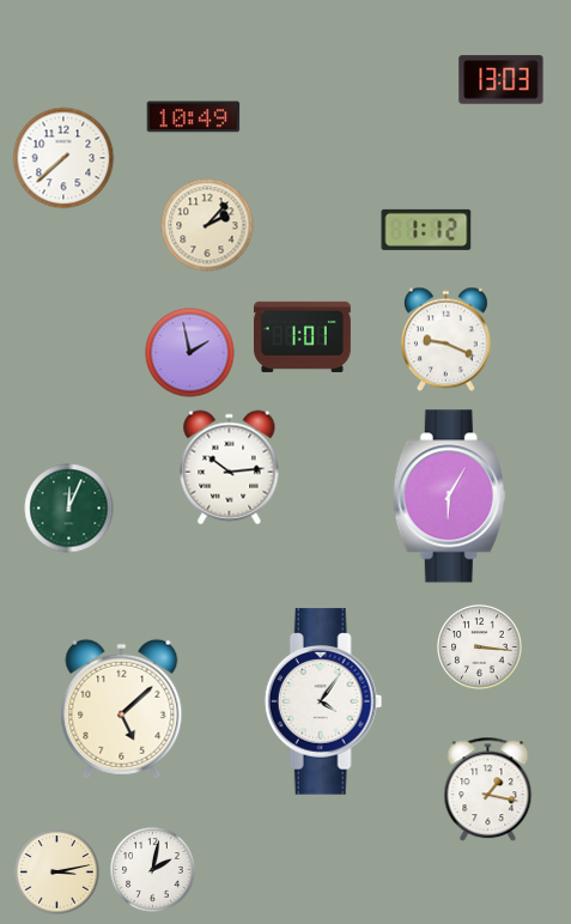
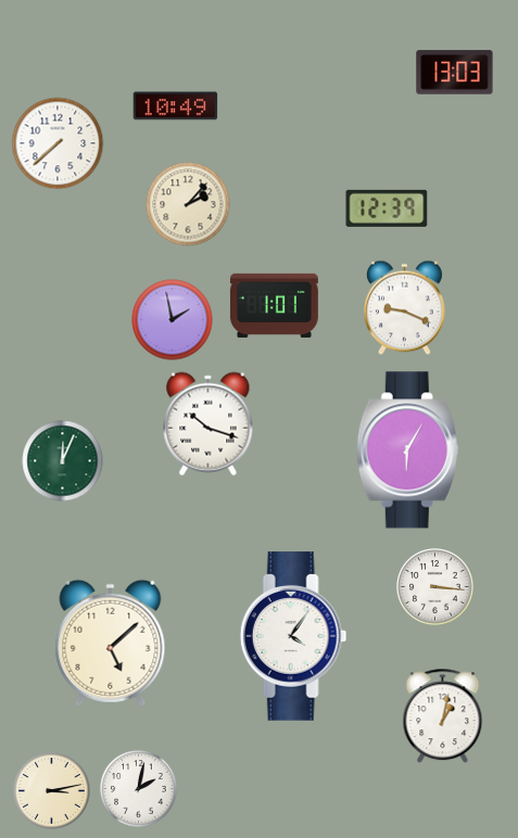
clock at (426, 230): 1:12 -> 12:39
clock at (230, 468): 10:14 -> 10:18
clock at (488, 790): 1:17 -> 1:02
